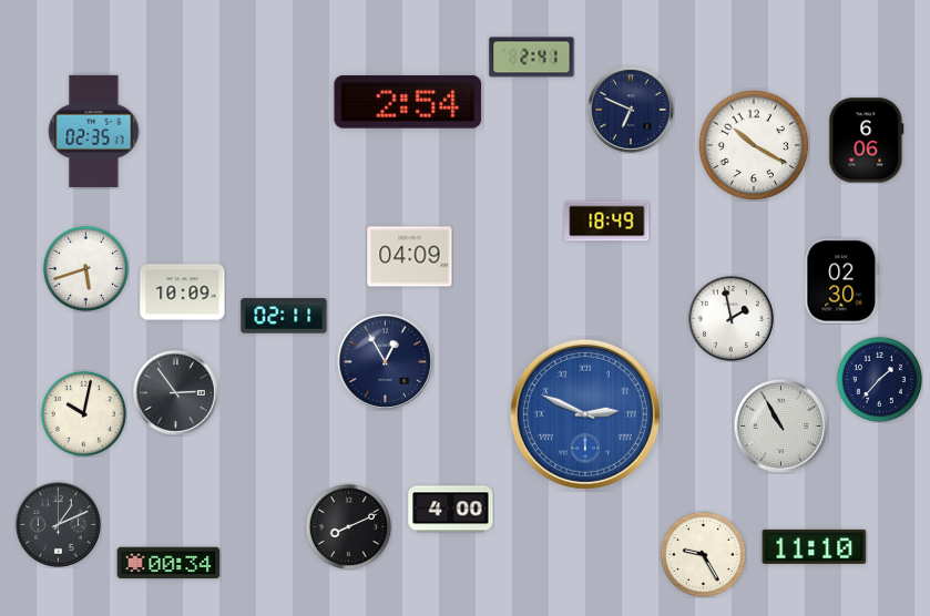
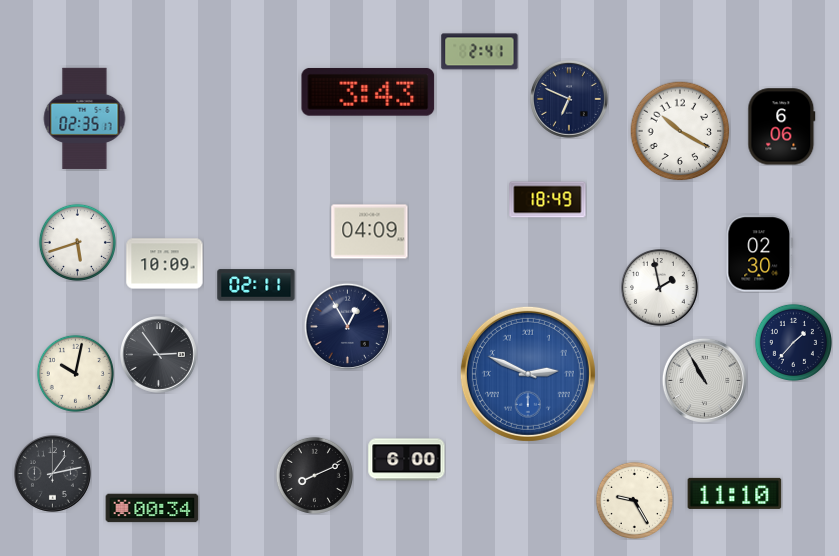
clock at (408, 102): 2:54 -> 3:43
clock at (780, 425) position: (780, 425) -> (704, 380)
clock at (451, 510): 4:00 -> 6:00
clock at (59, 525): 1:11 -> 1:13
